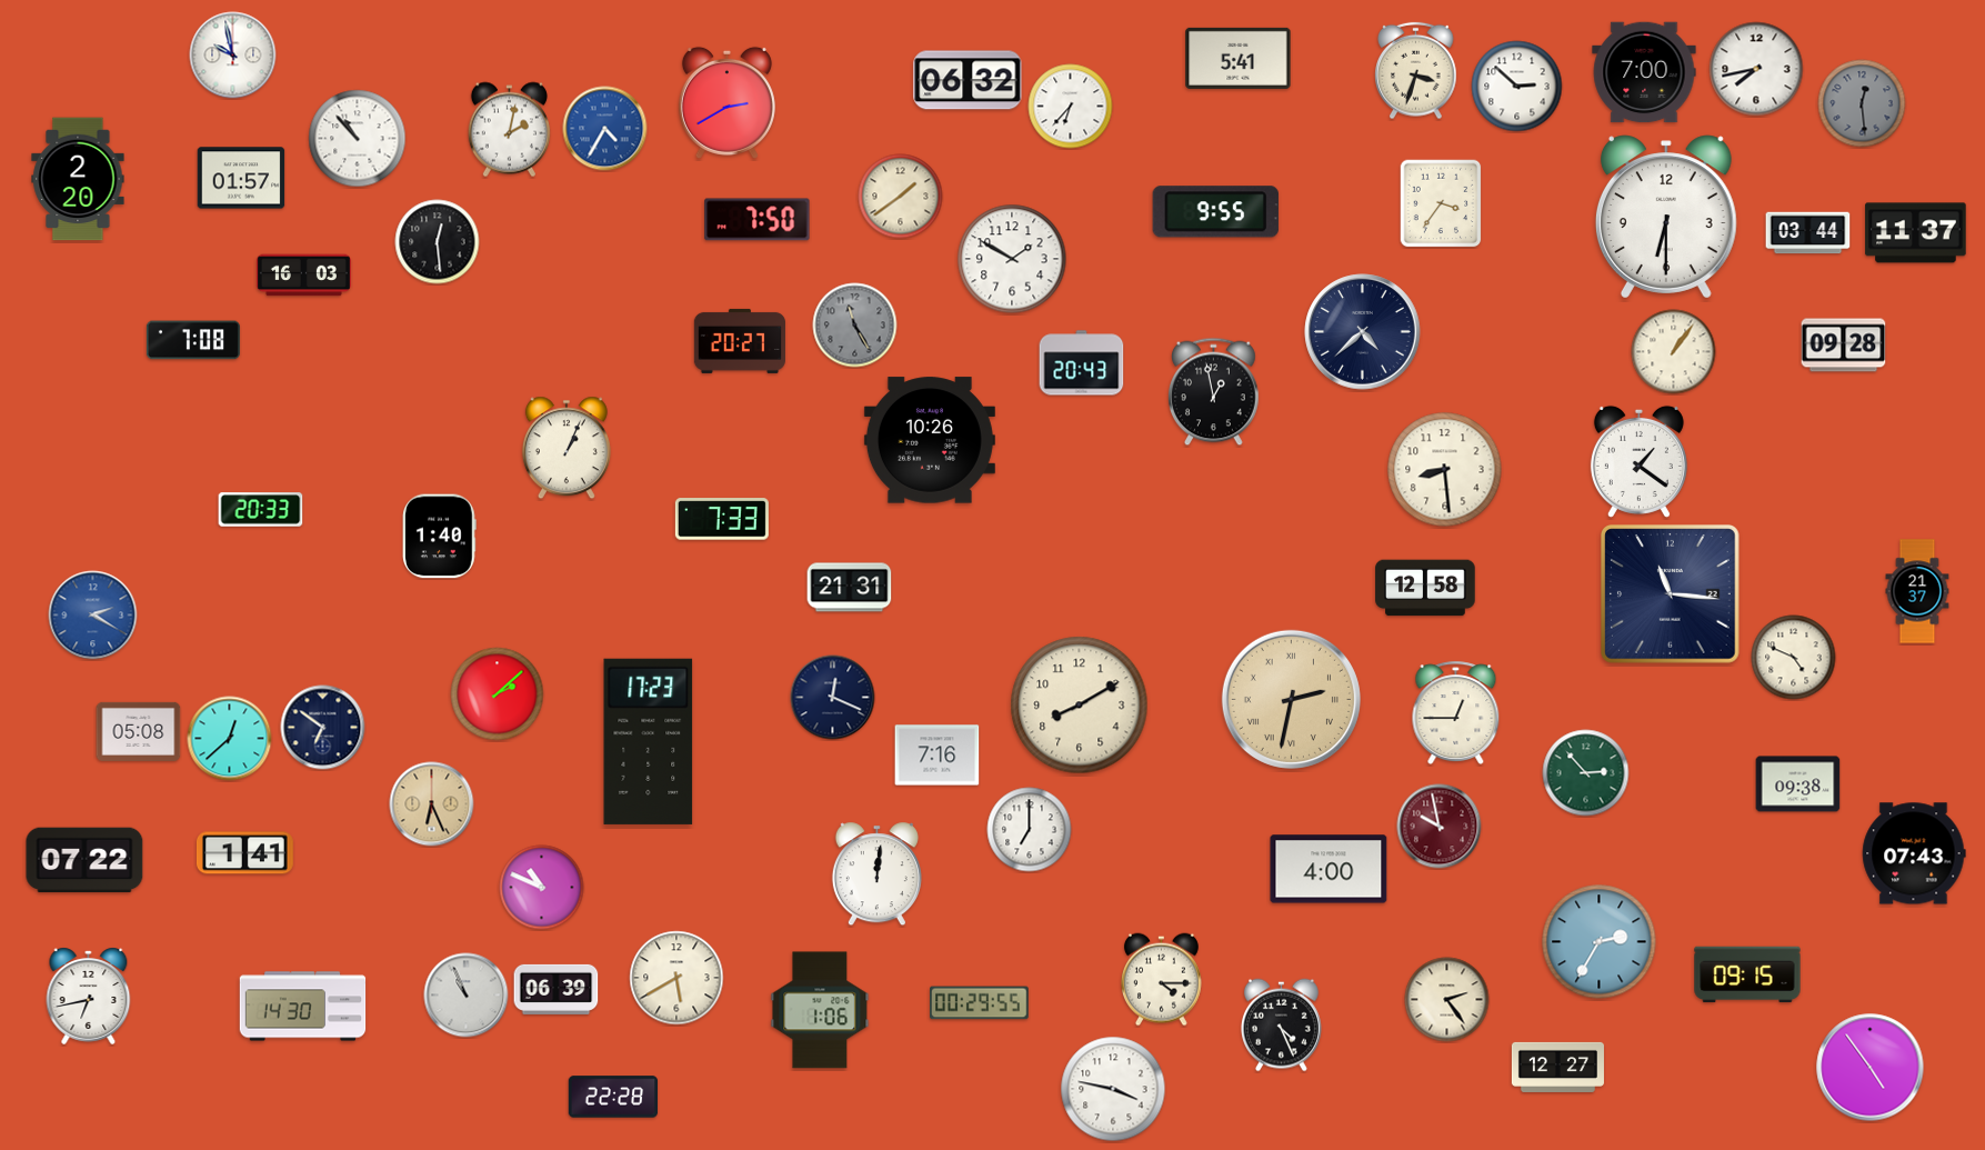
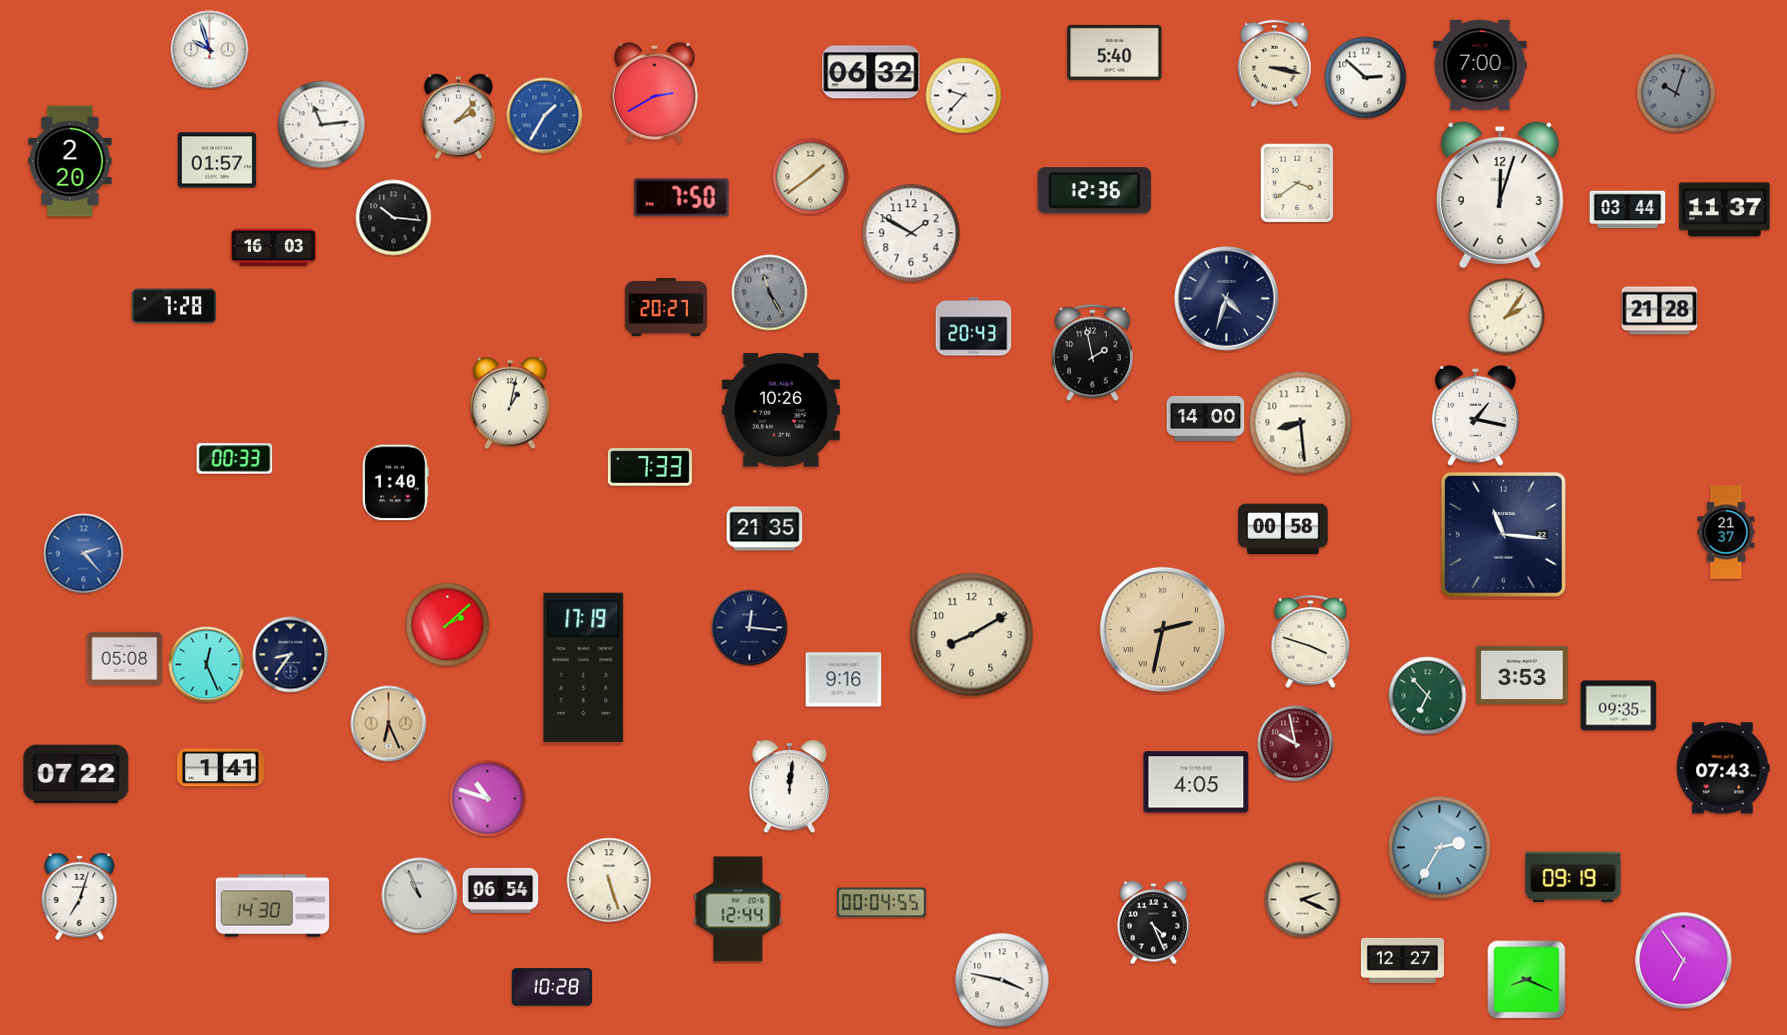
clock at (233, 56): 9:58 -> 9:57
clock at (1239, 58): 5:41 -> 5:40
clock at (1756, 69): 7:43 -> none
clock at (1416, 71): 3:33 -> 3:17
clock at (1862, 103): 12:29 -> 10:03
clock at (1071, 107): 6:37 -> 9:37
clock at (605, 129): 4:35 -> 1:35
clock at (509, 130): 2:02 -> 2:07
clock at (358, 139): 10:53 -> 11:14
clock at (1441, 203): 3:36 -> 3:39
clock at (1215, 212): 9:55 -> 12:36
clock at (1666, 217): 6:30 -> 12:03
clock at (438, 242): 12:29 -> 10:16
clock at (1363, 332): 4:38 -> 4:33
clock at (193, 340): 7:08 -> 7:28
clock at (1844, 346): 09:28 -> 21:28
clock at (1674, 352): 1:06 -> 2:06
clock at (1214, 392): 12:58 -> 1:58
clock at (930, 440) position: (930, 440) -> (781, 410)
clock at (567, 448): 1:04 -> 1:02
clock at (1638, 461): 1:21 -> 1:17
clock at (1206, 418): none -> 14:00
clock at (261, 510): 20:33 -> 00:33
clock at (850, 588): 21:31 -> 21:35
clock at (1425, 588): 12:58 -> 00:58
clock at (93, 616): 2:20 -> 2:23
clock at (1794, 658): 4:49 -> none
clock at (833, 698): 12:19 -> 12:16
clock at (1456, 712): 12:45 -> 3:48
clock at (323, 728): 6:51 -> 8:36
clock at (230, 739): 12:38 -> 12:26
clock at (649, 741): 17:23 -> 17:19
clock at (1522, 675): none -> 3:53
clock at (938, 756): 7:16 -> 9:16
clock at (1586, 773): 2:53 -> 6:53
clock at (1798, 784): 09:38 -> 09:35
clock at (1030, 830): 7:00 -> none
clock at (1329, 869): 4:00 -> 4:05
clock at (542, 888): 10:49 -> 10:48
clock at (1747, 974): 09:15 -> 09:19
clock at (676, 978): 5:40 -> 5:27
clock at (1161, 980): 4:15 -> none
clock at (557, 989): 06:39 -> 06:54
clock at (89, 996): 6:43 -> 7:03
clock at (1447, 1000): 2:24 -> 2:19
clock at (980, 1003): 00:29 -> 00:04
clock at (820, 1010): 1:06 -> 12:44
clock at (1871, 1068): 4:54 -> 6:54
clock at (1527, 980): none -> 8:19
clock at (613, 1097): 22:28 -> 10:28
